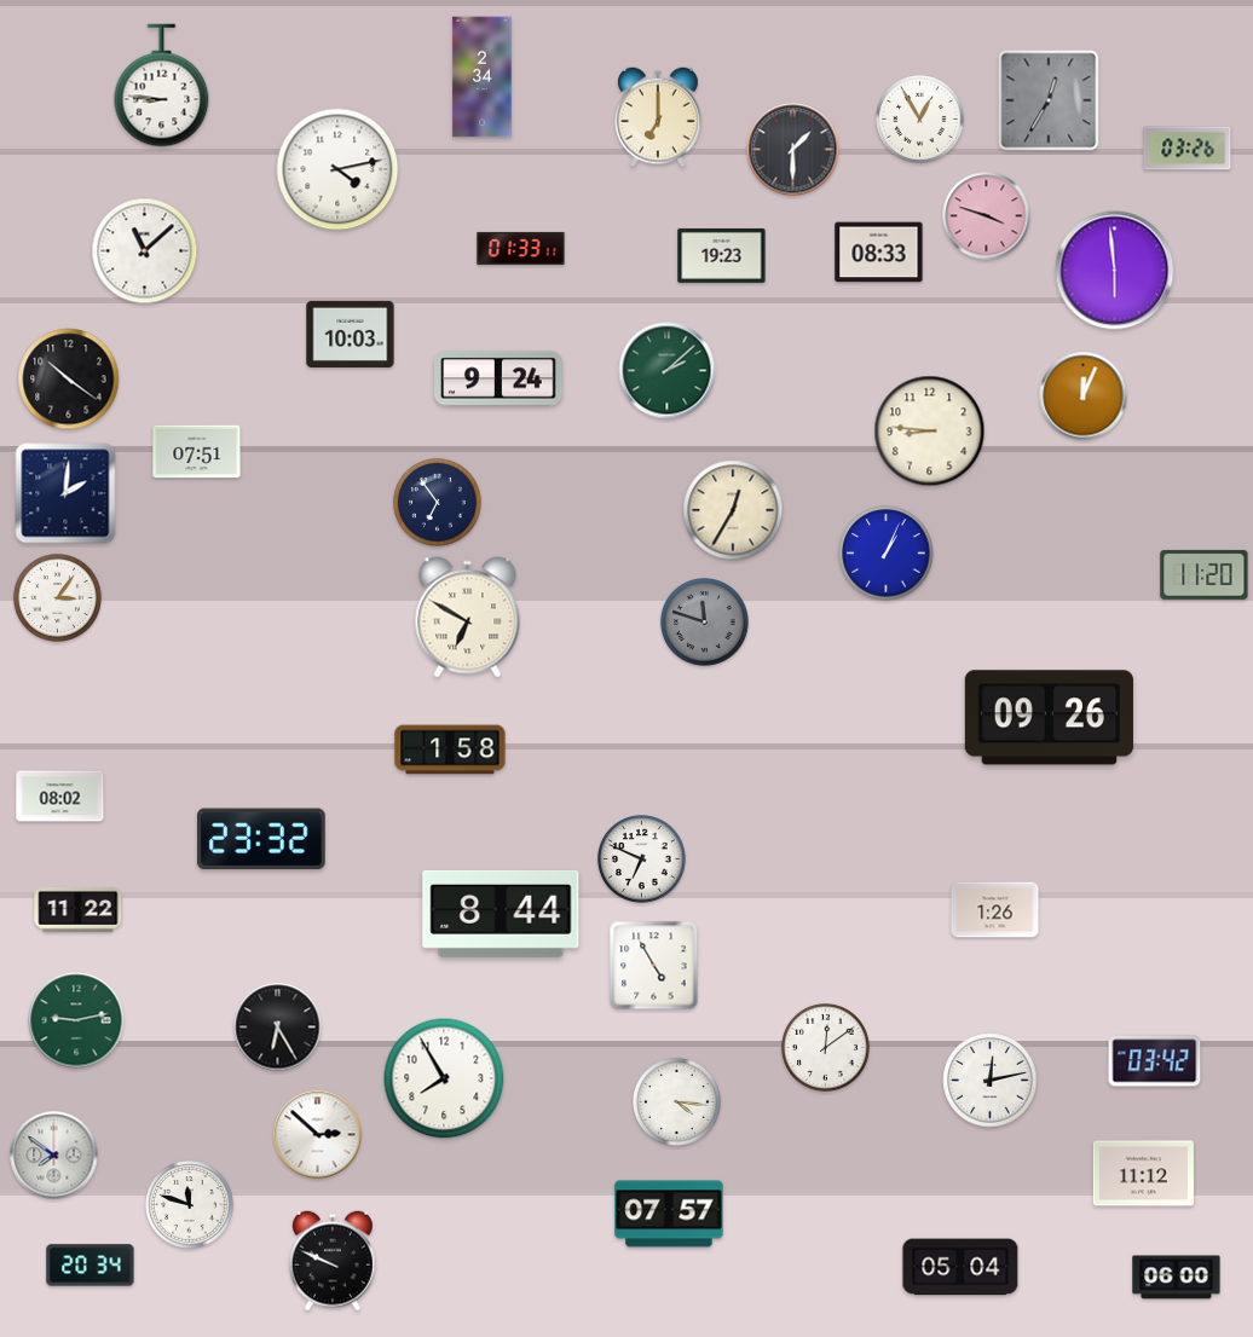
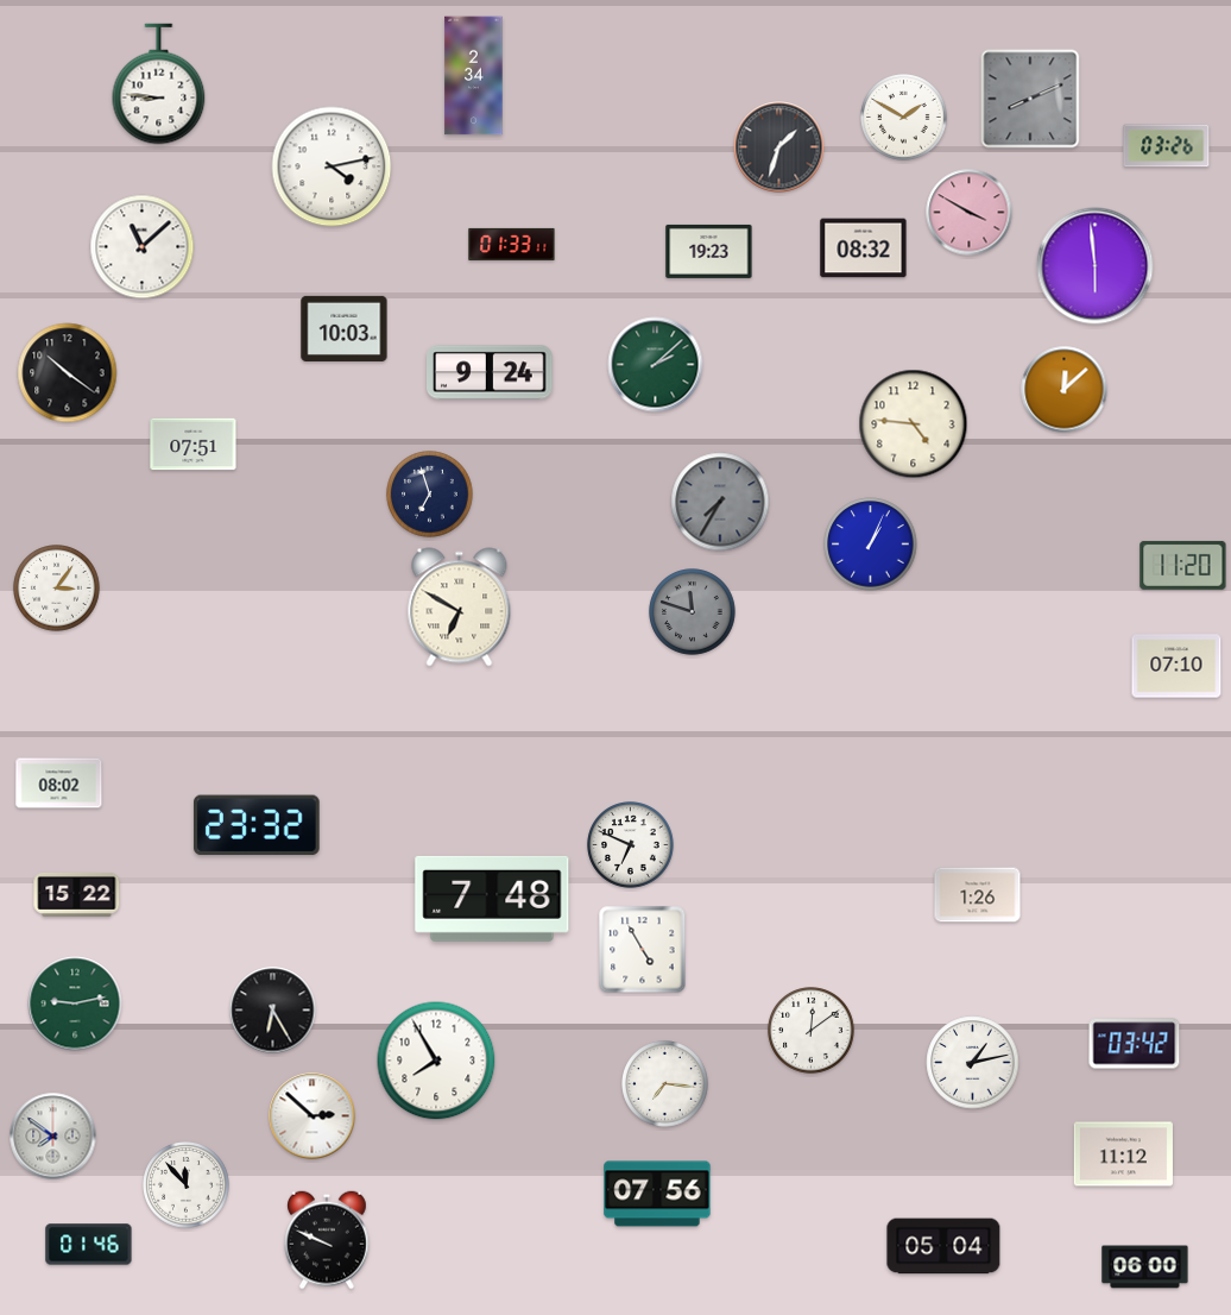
clock at (1049, 100): 12:35 -> 8:11
clock at (659, 117): 7:00 -> none
clock at (920, 120): 12:55 -> 1:50
clock at (793, 150): 1:30 -> 1:33
clock at (987, 216): 3:48 -> 3:50
clock at (879, 253): 08:33 -> 08:32
clock at (1084, 397): 12:04 -> 12:08
clock at (930, 432): 8:46 -> 4:46
clock at (65, 493): 2:01 -> none
clock at (438, 503): 6:54 -> 6:57
clock at (733, 510): 12:35 -> 7:35
clock at (733, 510) dial: cream -> grey
clock at (1176, 666): none -> 07:10
clock at (1049, 718): 09:26 -> none
clock at (450, 749): 1:58 -> none
clock at (79, 910): 11:22 -> 15:22
clock at (501, 914): 8:44 -> 7:48
clock at (991, 1081): 12:13 -> 1:13
clock at (677, 1102): 4:16 -> 7:16
clock at (190, 1205): 11:48 -> 11:53
clock at (669, 1214): 07:57 -> 07:56
clock at (91, 1266): 20:34 -> 01:46
clock at (1177, 1278) position: (1177, 1278) -> (1145, 1267)
